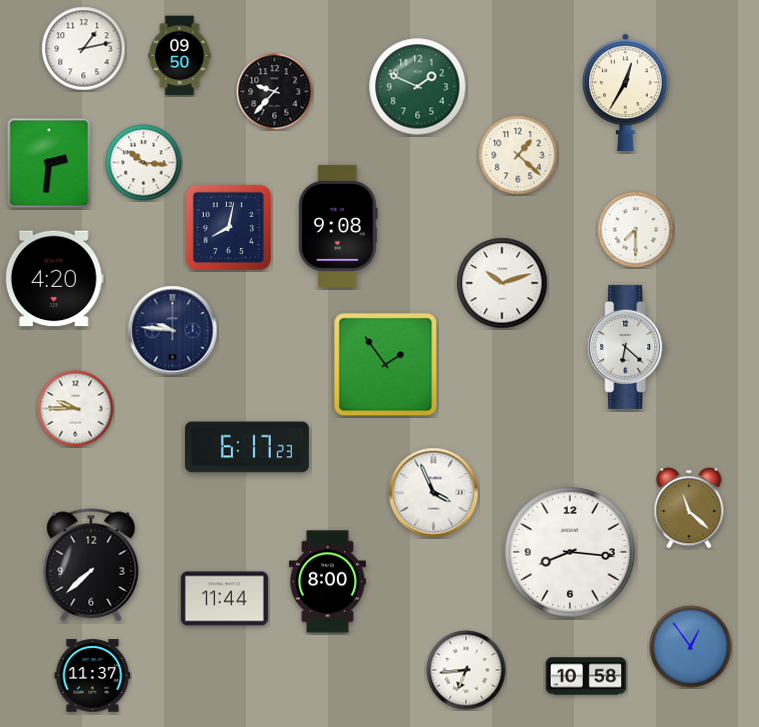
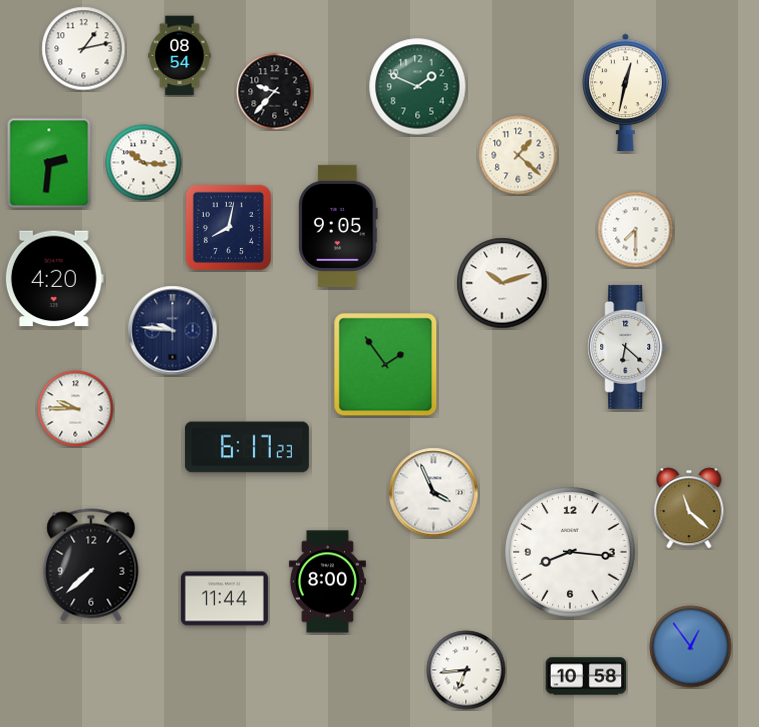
clock at (180, 56): 09:50 -> 08:54
clock at (626, 93): 12:35 -> 12:32
clock at (338, 226): 9:08 -> 9:05
clock at (93, 676): 11:37 -> none
